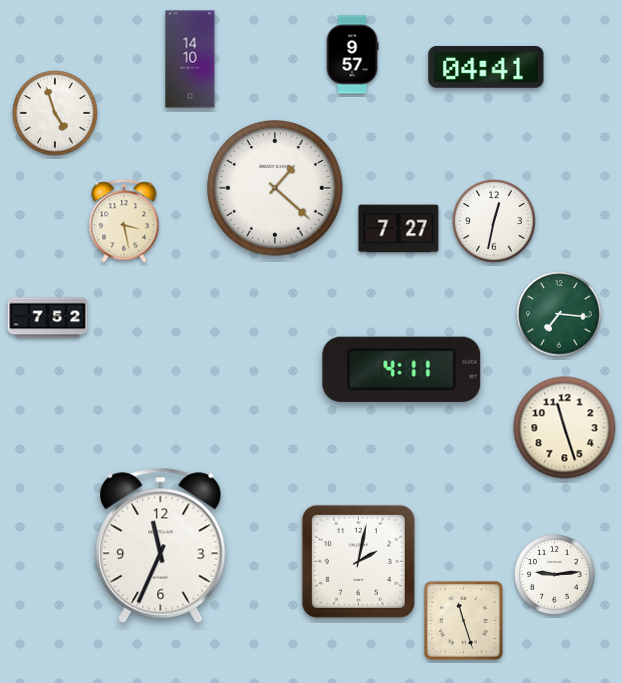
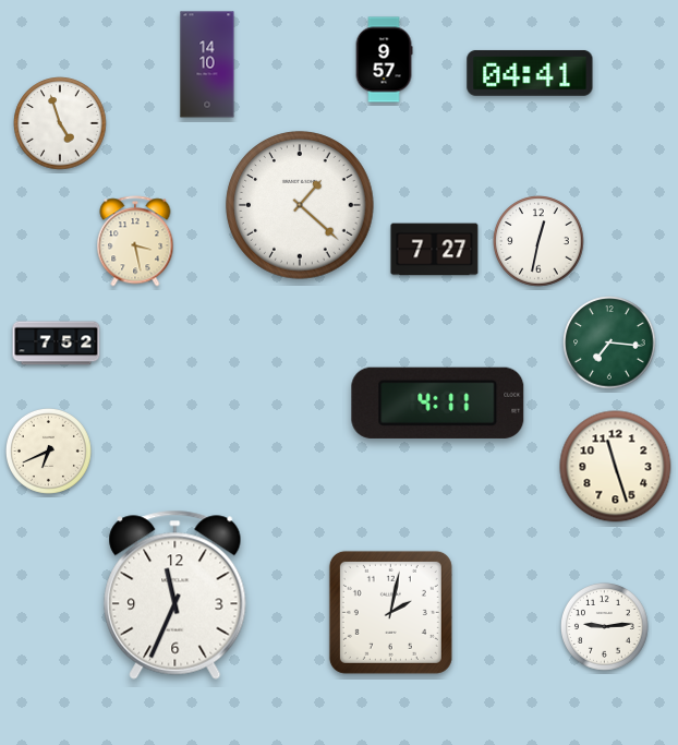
clock at (48, 318) position: (48, 318) -> (57, 344)
clock at (48, 450): none -> 6:41
clock at (464, 621): 11:27 -> none
